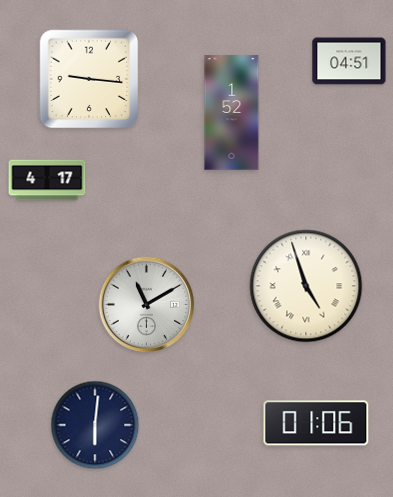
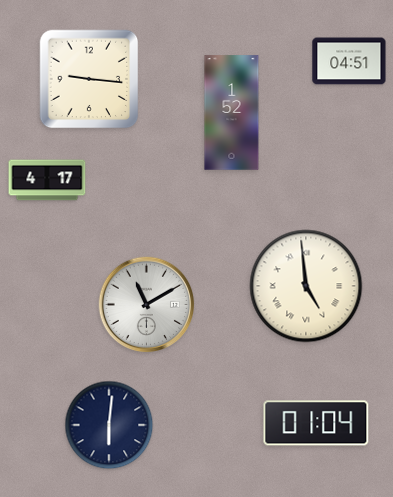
clock at (306, 286): 4:57 -> 4:59
clock at (316, 423): 01:06 -> 01:04
clock at (95, 425) position: (95, 425) -> (109, 425)
